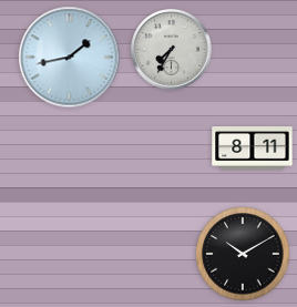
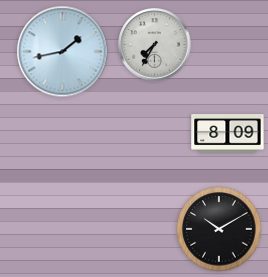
clock at (253, 149): 8:11 -> 8:09
